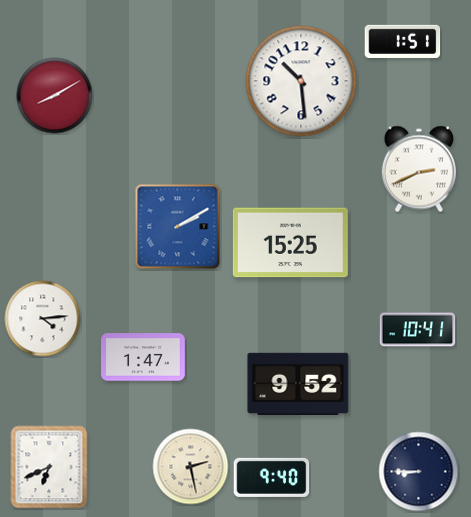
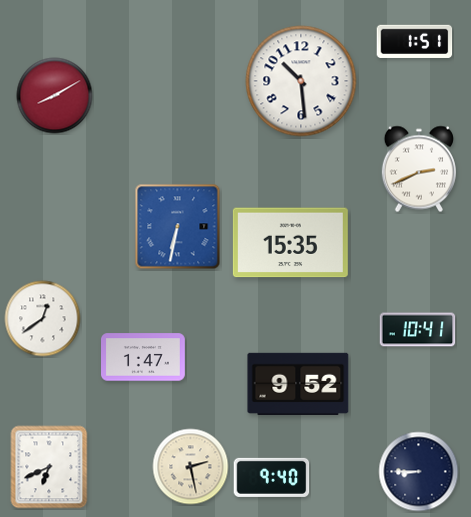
clock at (403, 41) position: (403, 41) -> (415, 41)
clock at (178, 227): 2:10 -> 6:32
clock at (290, 243): 15:25 -> 15:35
clock at (43, 319): 4:14 -> 12:39
